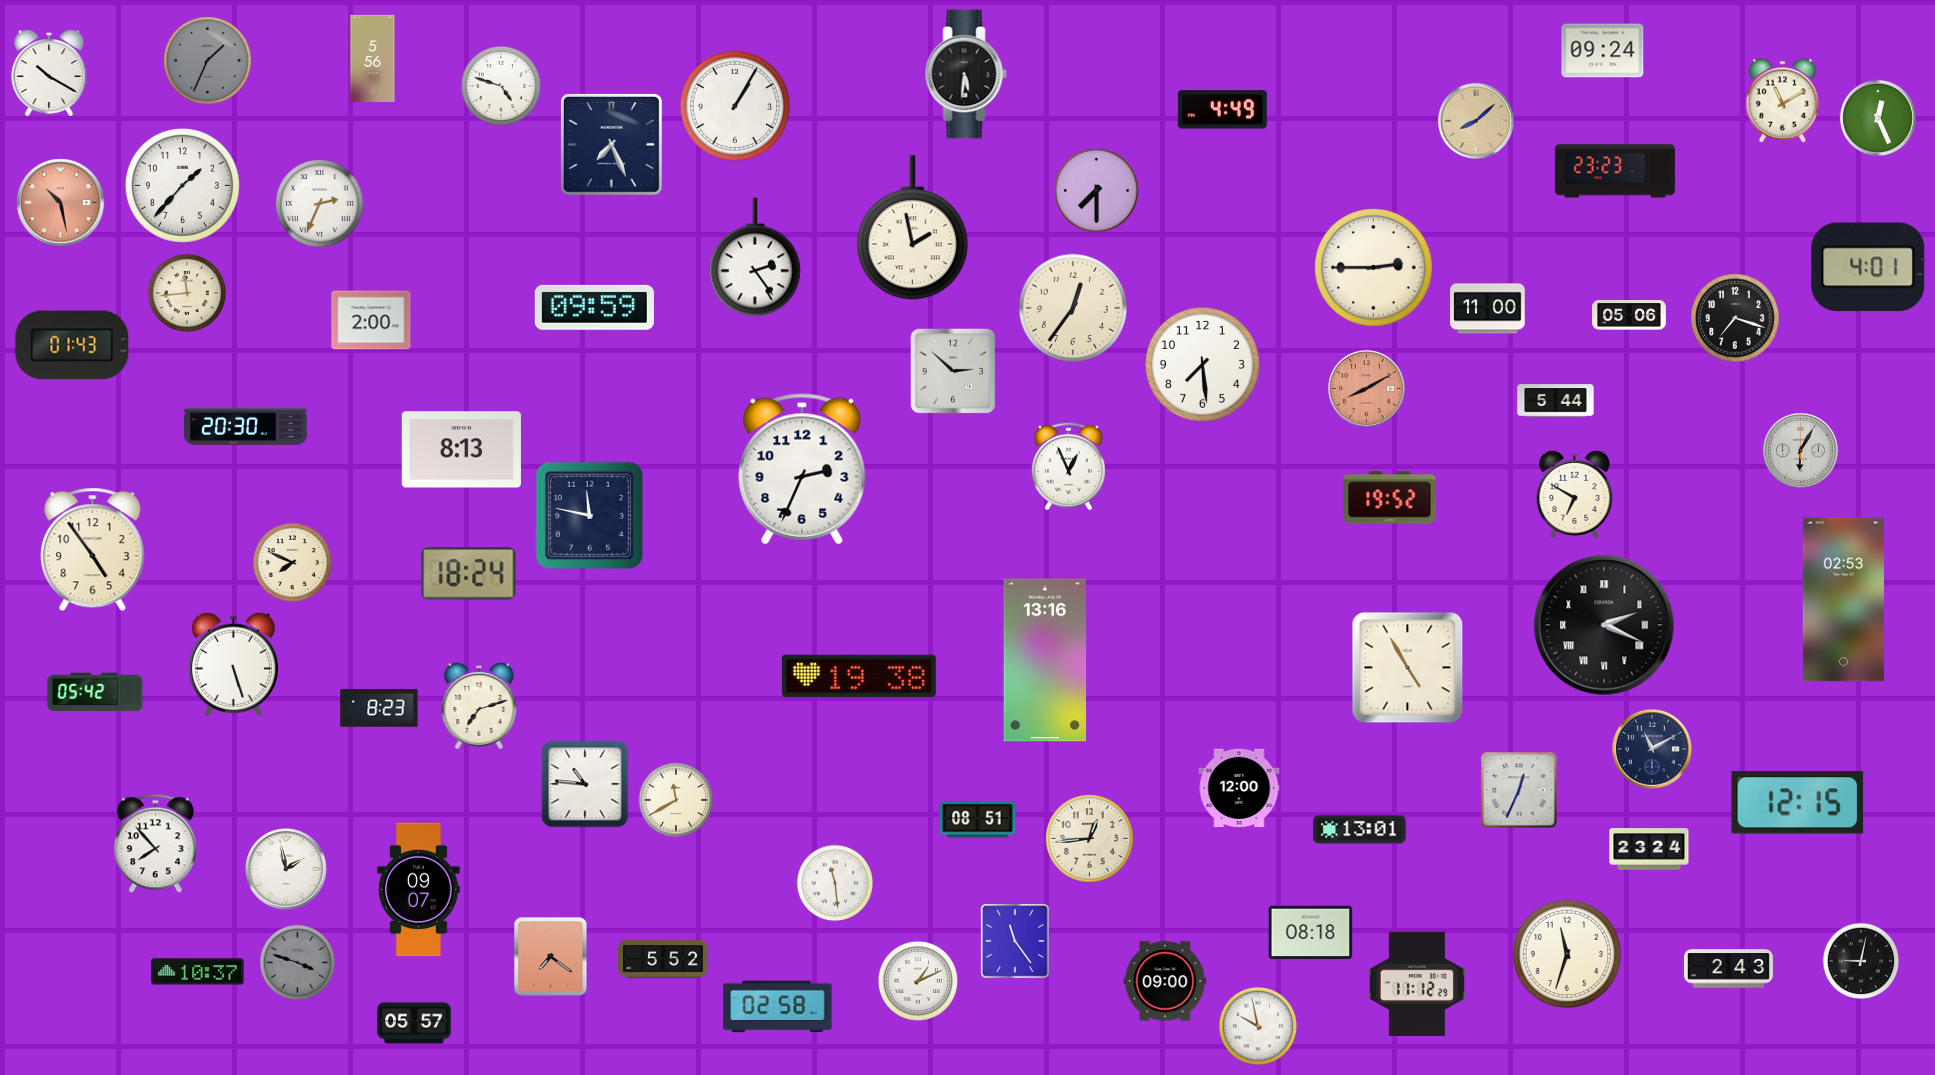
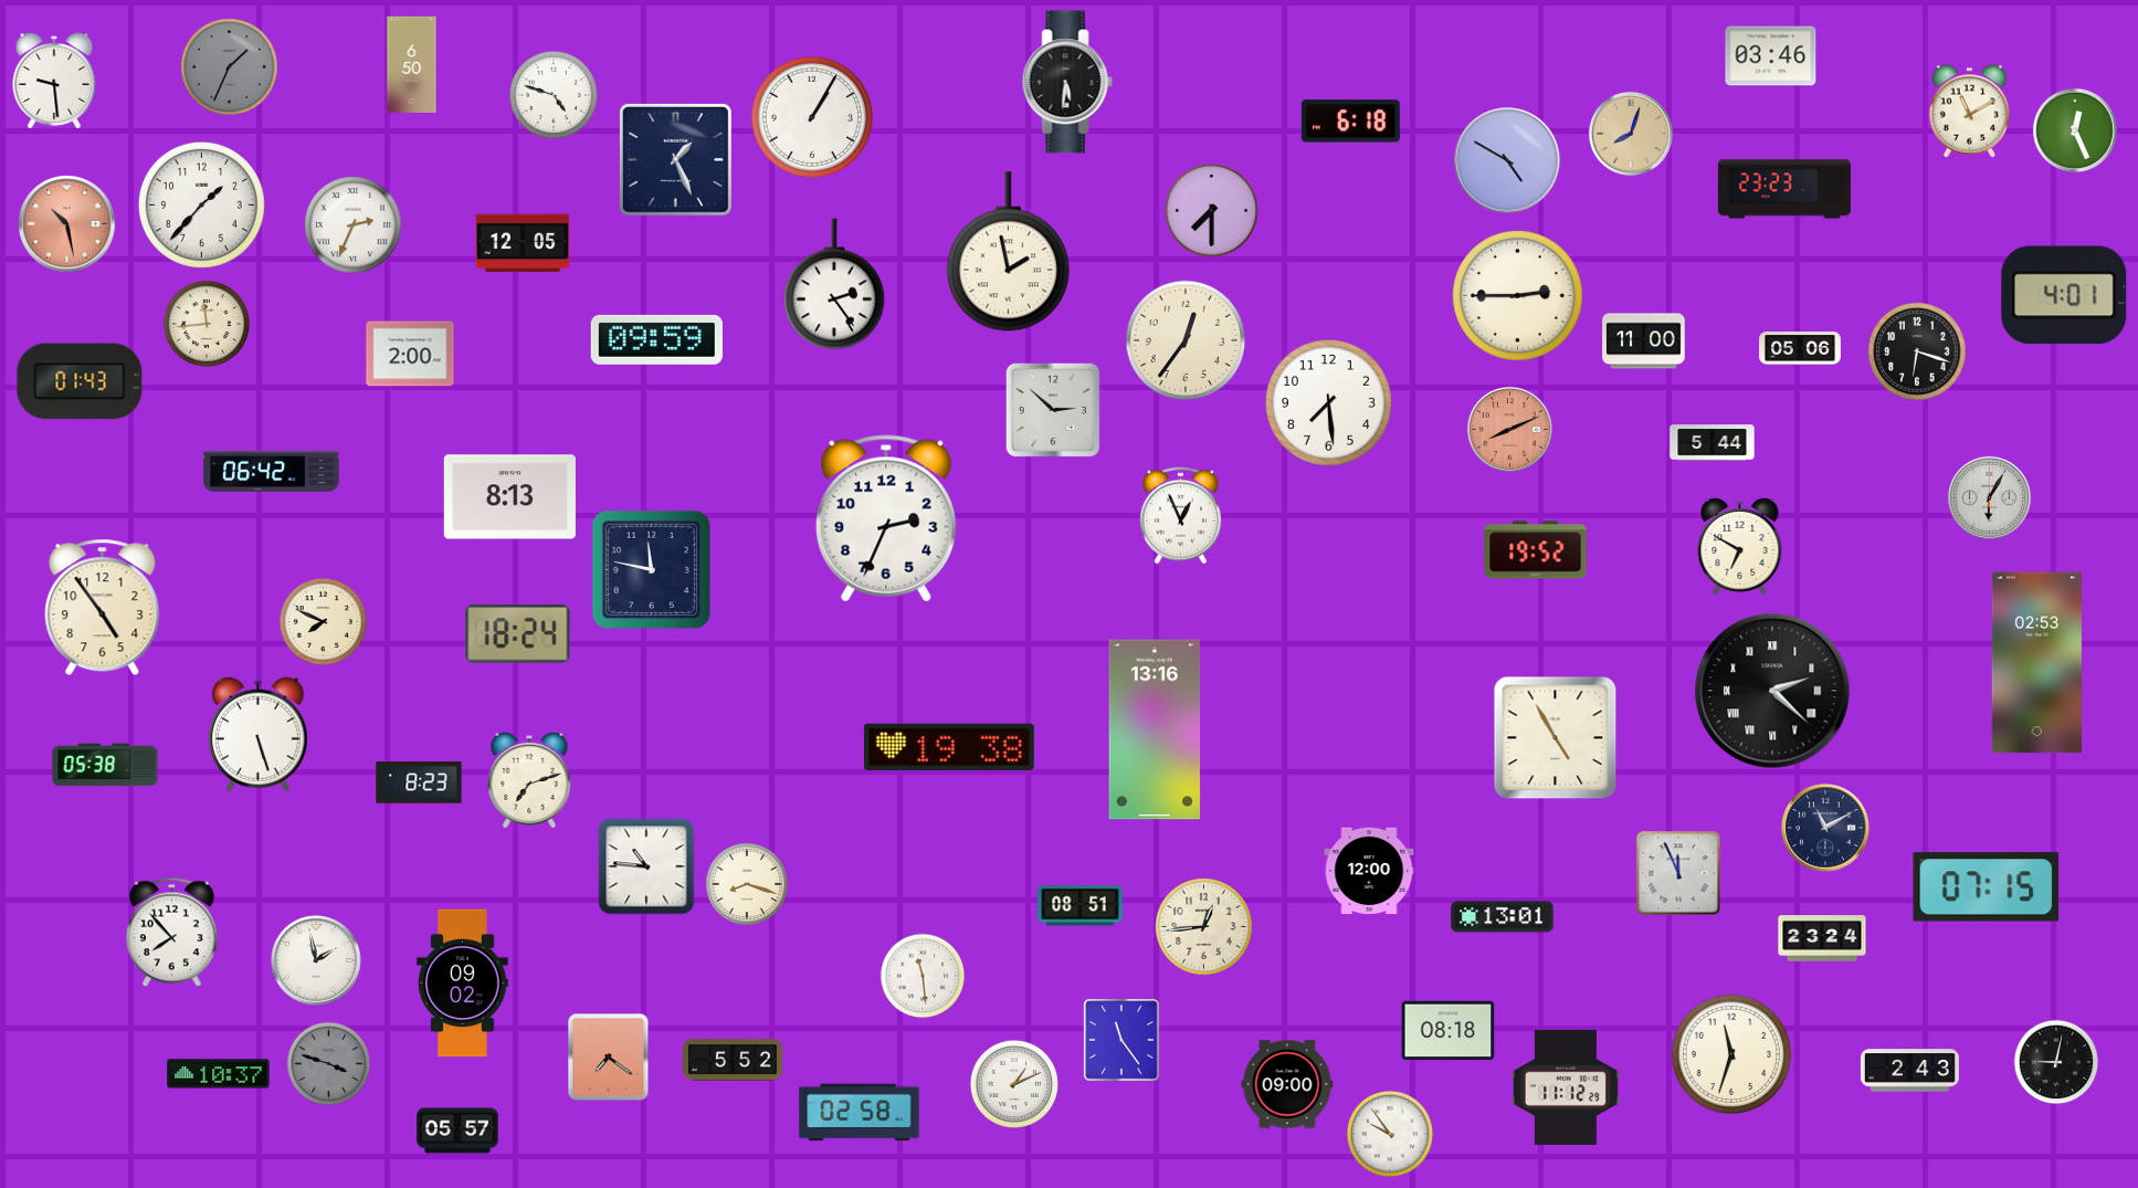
clock at (1603, 51): 09:24 -> 03:46
clock at (373, 58): 5:56 -> 6:50
clock at (49, 74): 10:20 -> 9:29
clock at (1222, 110): 4:49 -> 6:18
clock at (1476, 121): 8:08 -> 8:03
clock at (611, 144): 7:26 -> 1:26
clock at (1507, 160): none -> 4:50
clock at (523, 243): none -> 12:05
clock at (1735, 318): 7:18 -> 6:18
clock at (1366, 388): 8:10 -> 8:11
clock at (1556, 401) position: (1556, 401) -> (1713, 443)
clock at (246, 426): 20:30 -> 06:42
clock at (1604, 625): 2:19 -> 2:22
clock at (95, 692): 05:42 -> 05:38
clock at (1519, 790): 12:34 -> 11:56
clock at (676, 800): 11:40 -> 8:18
clock at (1798, 803): 12:15 -> 07:15
clock at (419, 890): 09:07 -> 09:02
clock at (1257, 1025): 9:58 -> 9:54
